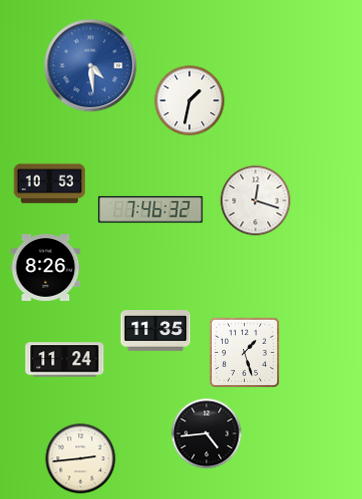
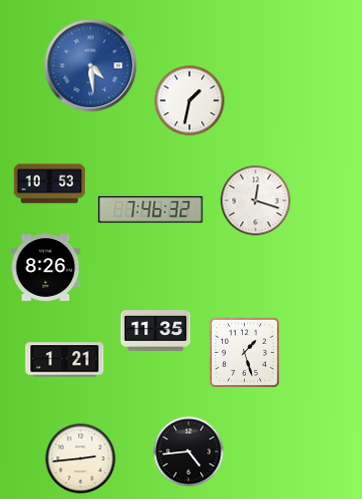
clock at (65, 360): 11:24 -> 1:21
clock at (207, 434) position: (207, 434) -> (189, 452)
